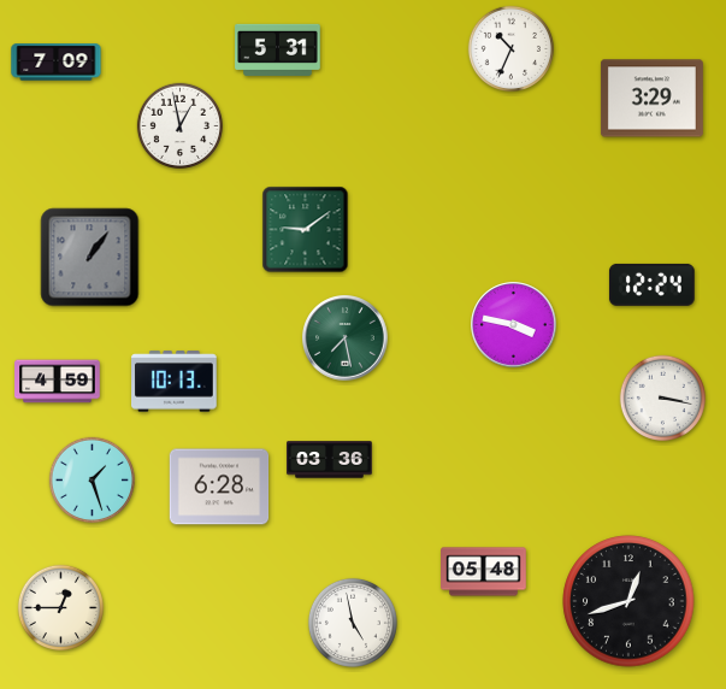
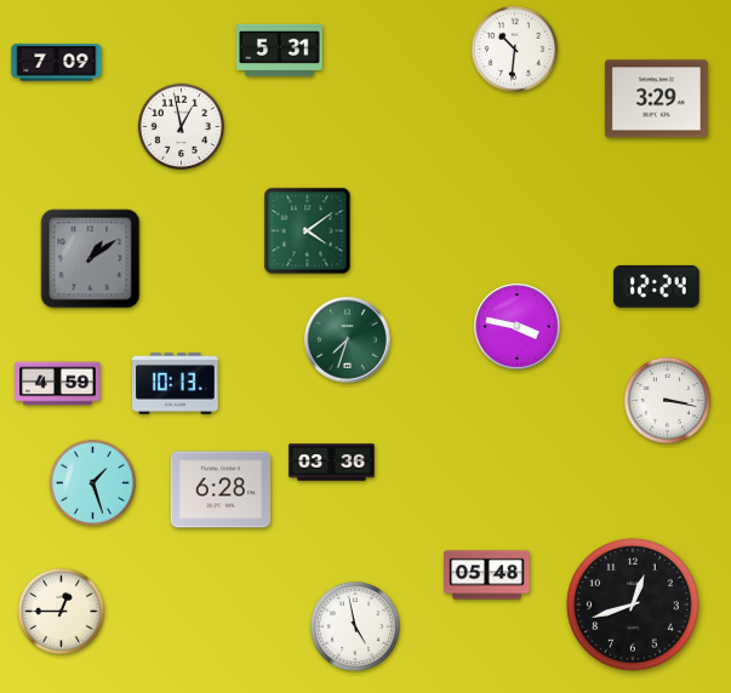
clock at (510, 48): 10:34 -> 10:31
clock at (306, 230): 9:09 -> 4:09
clock at (90, 258): 1:06 -> 1:09
clock at (346, 338): 7:28 -> 7:33
